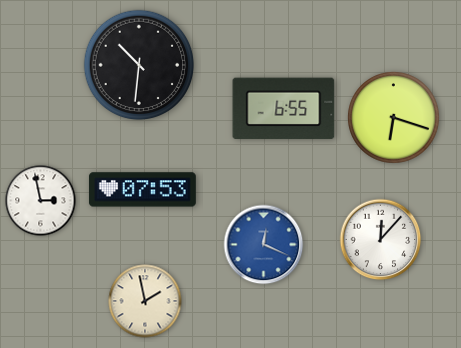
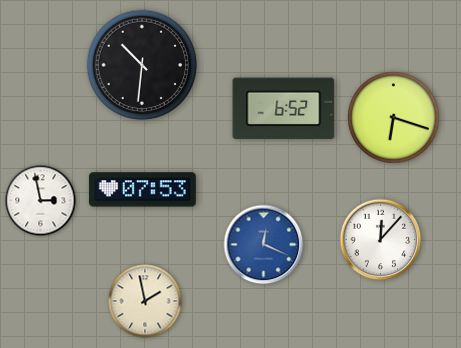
clock at (139, 65) position: (139, 65) -> (142, 65)
clock at (284, 109): 6:55 -> 6:52
